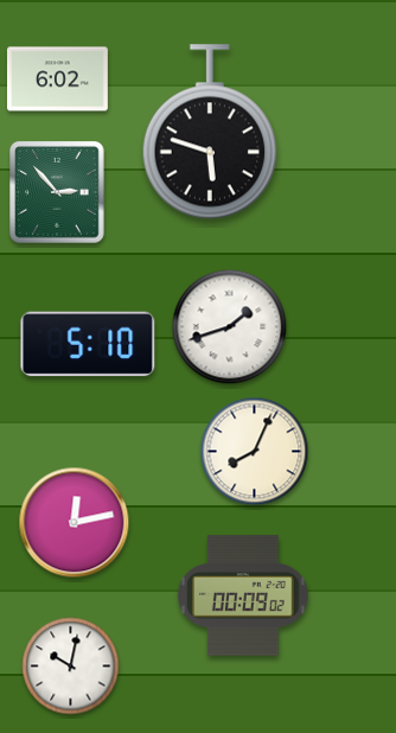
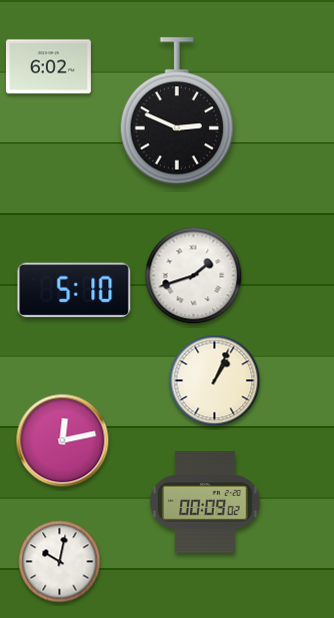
clock at (210, 132): 5:48 -> 2:49
clock at (57, 192): 2:53 -> none
clock at (255, 452): 8:04 -> 1:04
